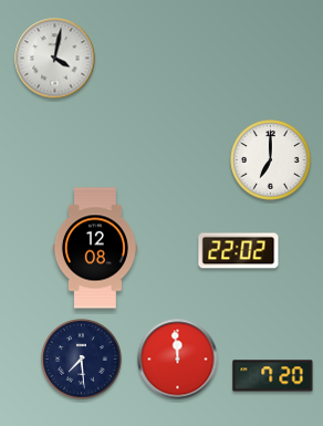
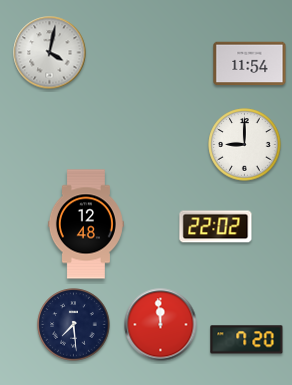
clock at (250, 64): none -> 11:54
clock at (271, 160): 7:00 -> 9:00
clock at (95, 248): 12:08 -> 12:48
